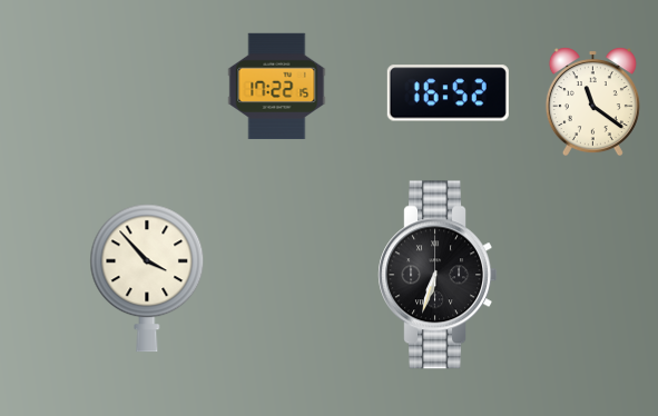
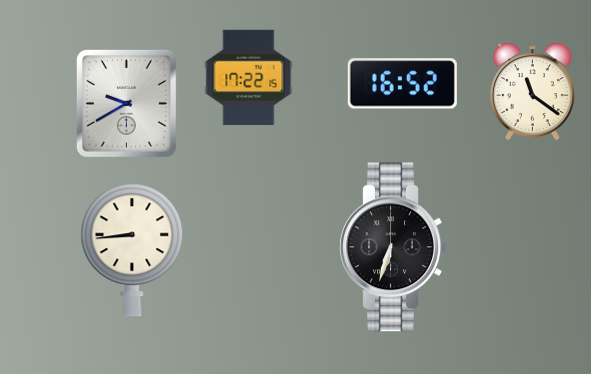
clock at (126, 103): none -> 9:40
clock at (147, 278): 3:53 -> 8:44
